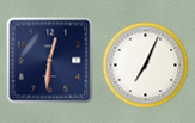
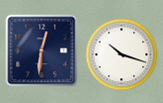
clock at (146, 66): 7:04 -> 10:18
